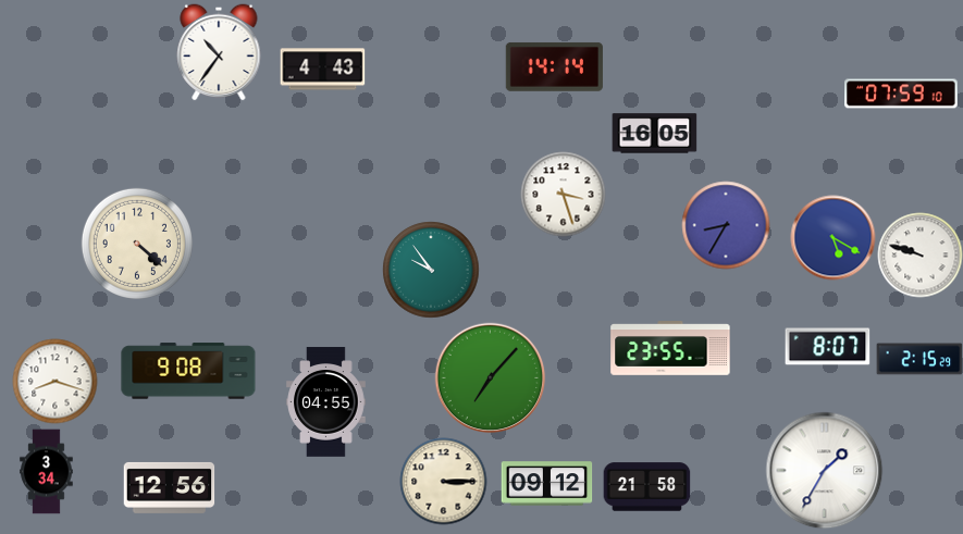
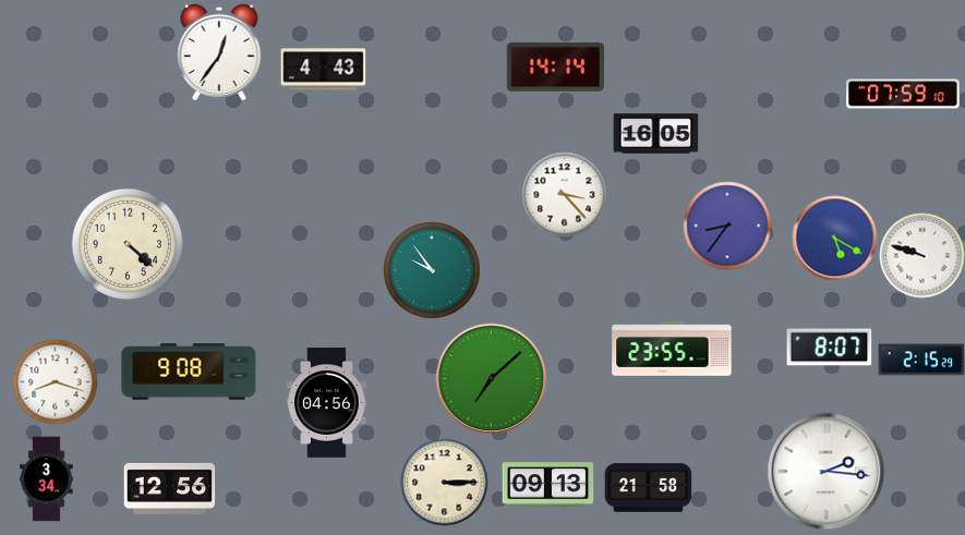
clock at (219, 52): 10:36 -> 12:36
clock at (563, 194): 3:27 -> 3:23
clock at (726, 225): 8:35 -> 8:36
clock at (137, 244) position: (137, 244) -> (128, 244)
clock at (490, 377): 7:07 -> 7:08
clock at (326, 402): 04:55 -> 04:56
clock at (824, 470): 1:35 -> 2:16
clock at (47, 471) position: (47, 471) -> (47, 478)
clock at (546, 484): 09:12 -> 09:13
